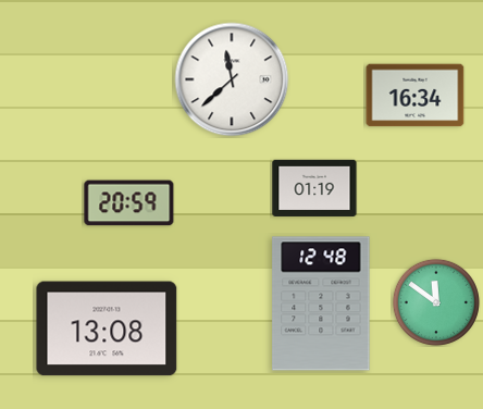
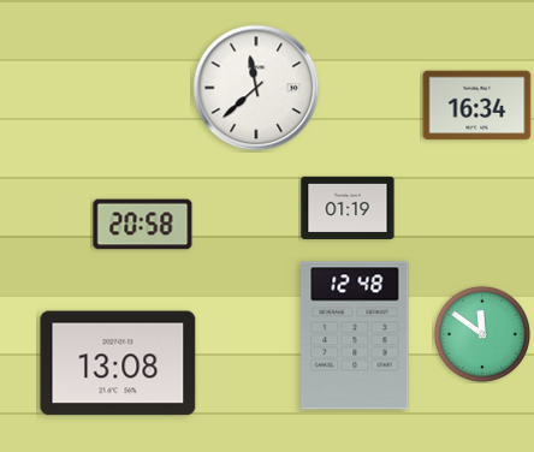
clock at (416, 96) position: (416, 96) -> (477, 106)
clock at (129, 203): 20:59 -> 20:58
